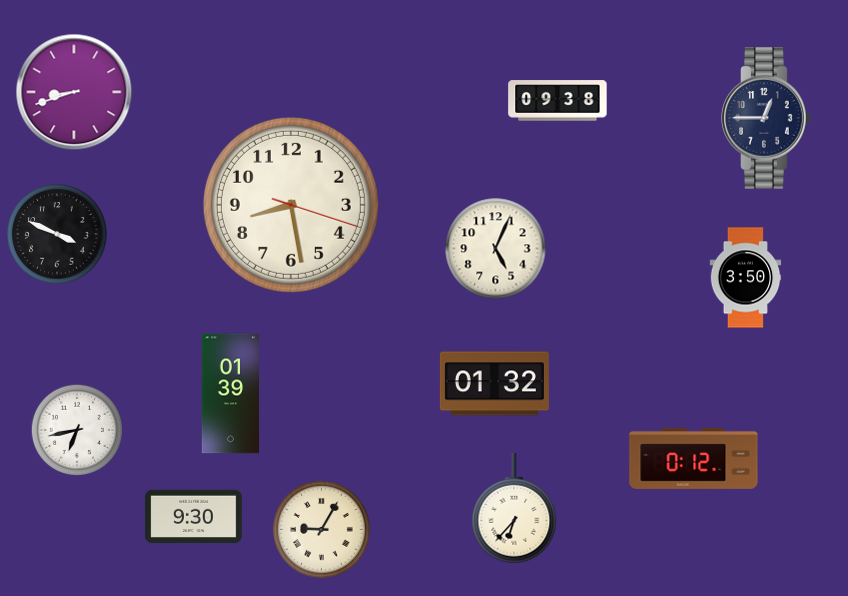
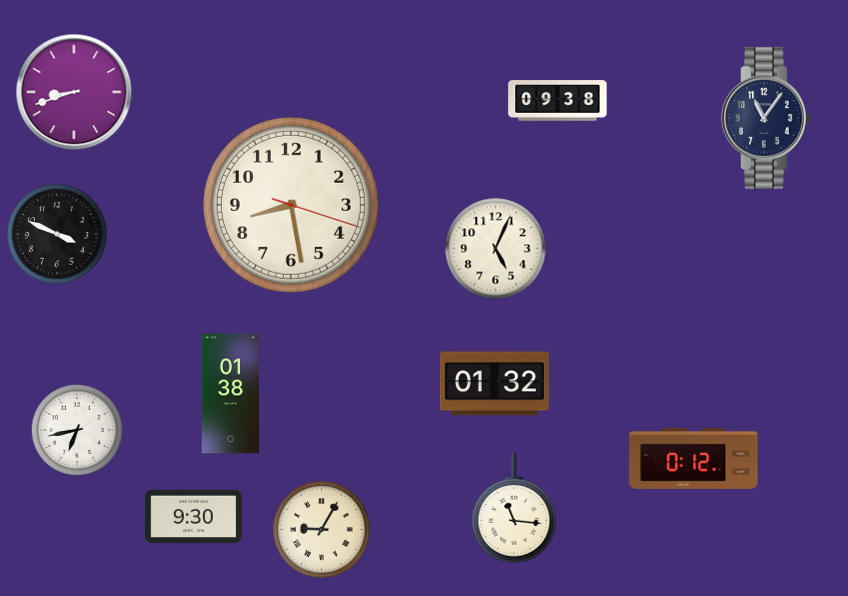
clock at (766, 118): 12:45 -> 11:06
clock at (746, 278): 3:50 -> none
clock at (231, 394): 01:39 -> 01:38
clock at (514, 508): 6:37 -> 11:16
